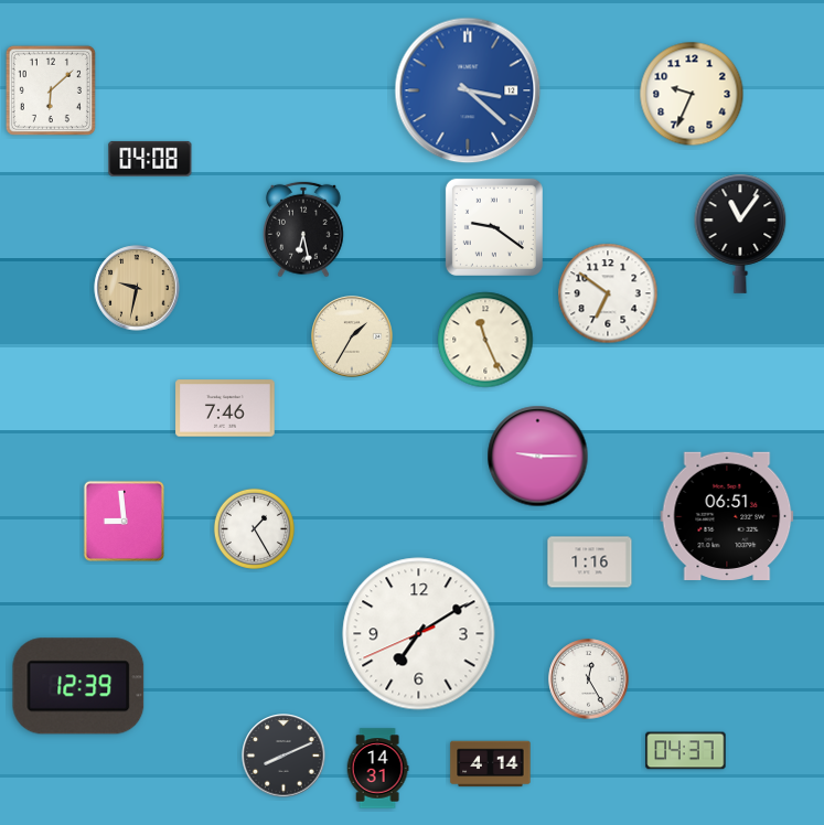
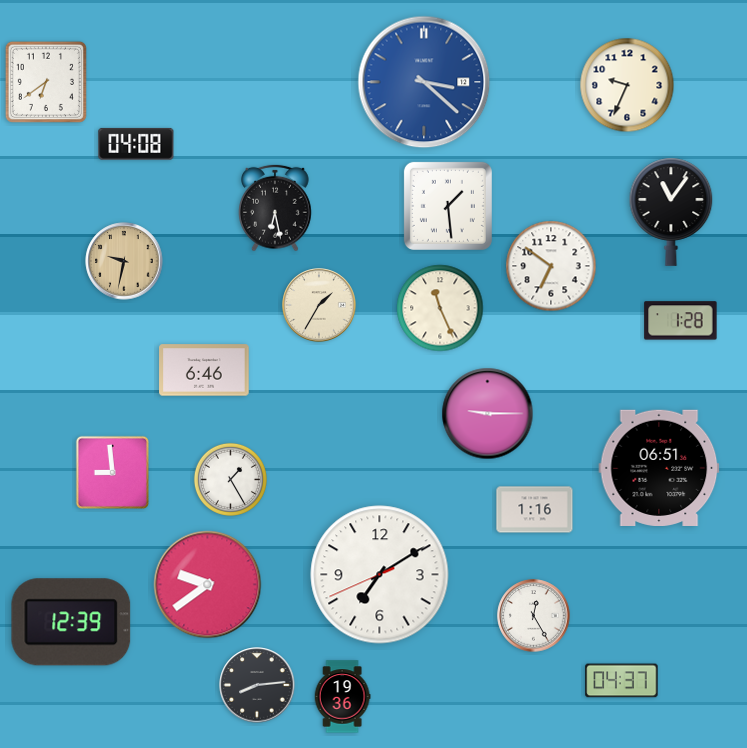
clock at (51, 90): 6:08 -> 6:39
clock at (494, 227): 9:21 -> 1:29
clock at (681, 321): none -> 1:28
clock at (225, 408): 7:46 -> 6:46
clock at (208, 585): none -> 9:39
clock at (283, 756): 8:11 -> 8:14
clock at (491, 764): 4:14 -> none
clock at (377, 769): 14:31 -> 19:36
